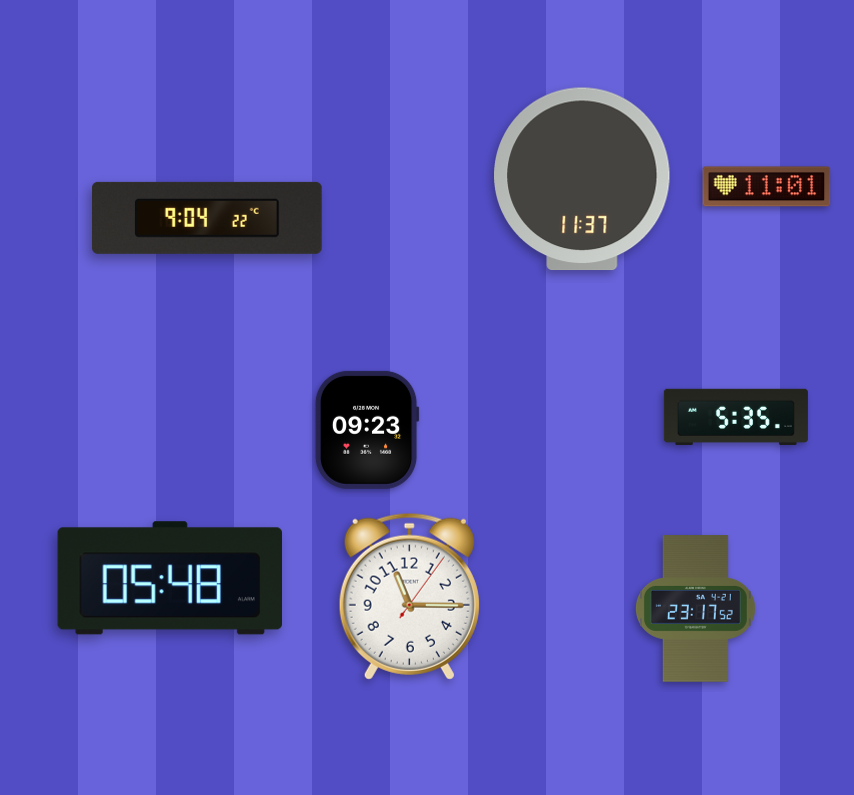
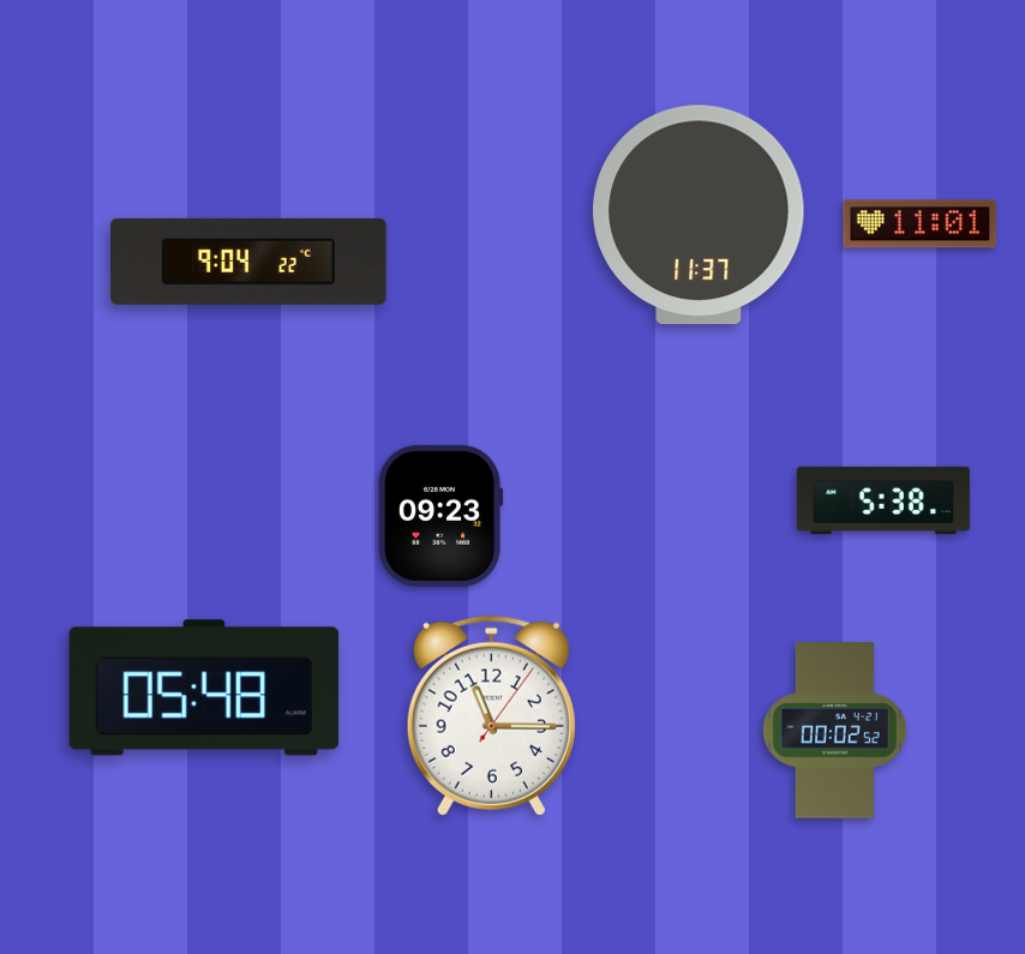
clock at (736, 417): 5:35 -> 5:38
clock at (169, 578) position: (169, 578) -> (203, 688)
clock at (695, 609): 23:17 -> 00:02
